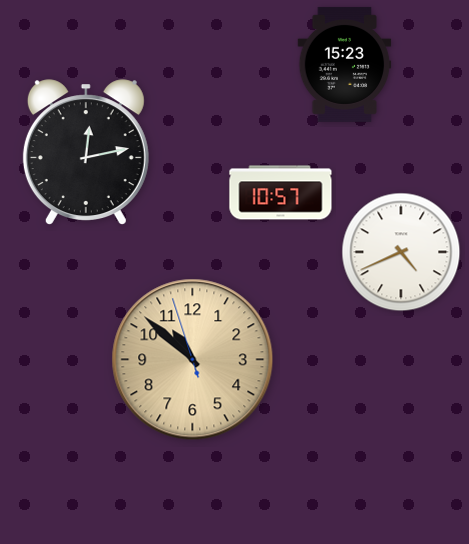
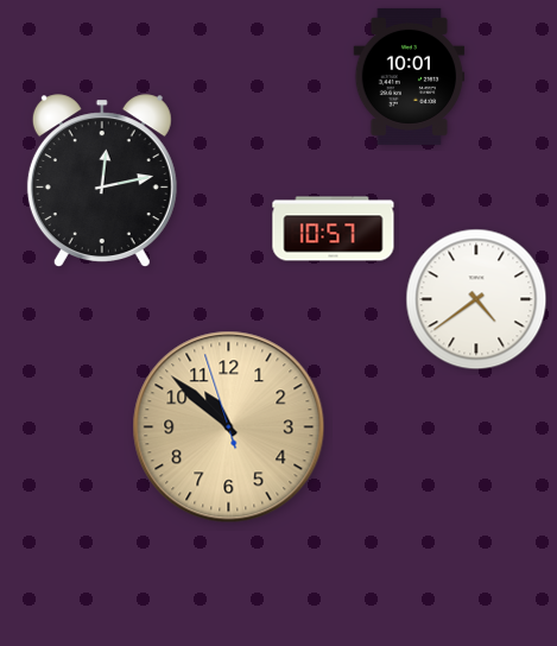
clock at (345, 64): 15:23 -> 10:01
clock at (401, 252): 4:41 -> 4:39
